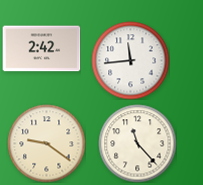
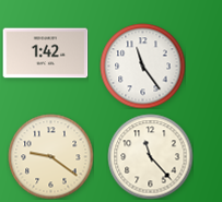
clock at (41, 49): 2:42 -> 1:42
clock at (130, 60): 11:44 -> 11:24
